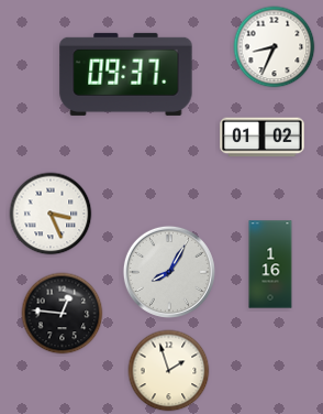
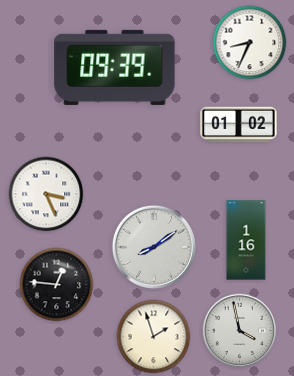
clock at (126, 74): 09:37 -> 09:39
clock at (169, 272): 8:05 -> 8:09
clock at (240, 331): none -> 3:58
